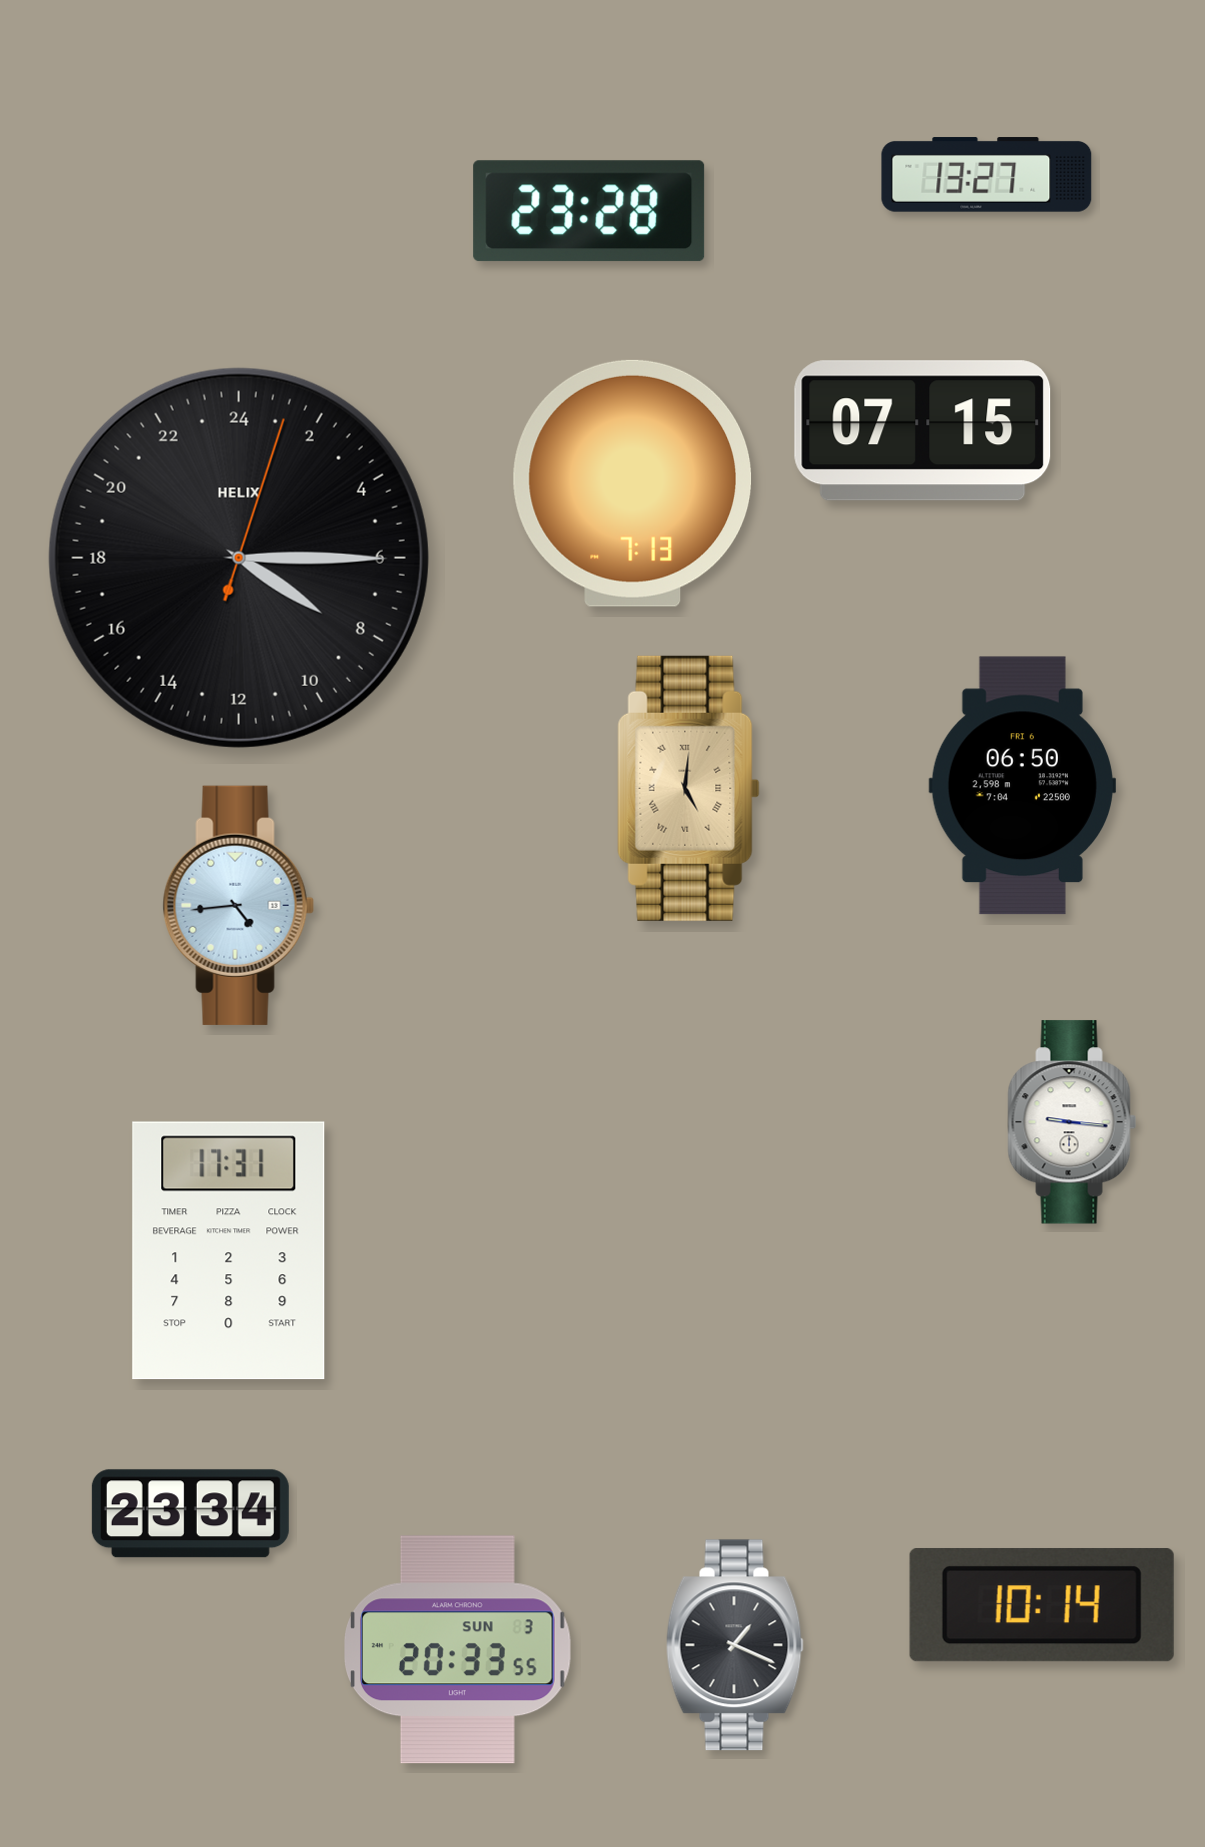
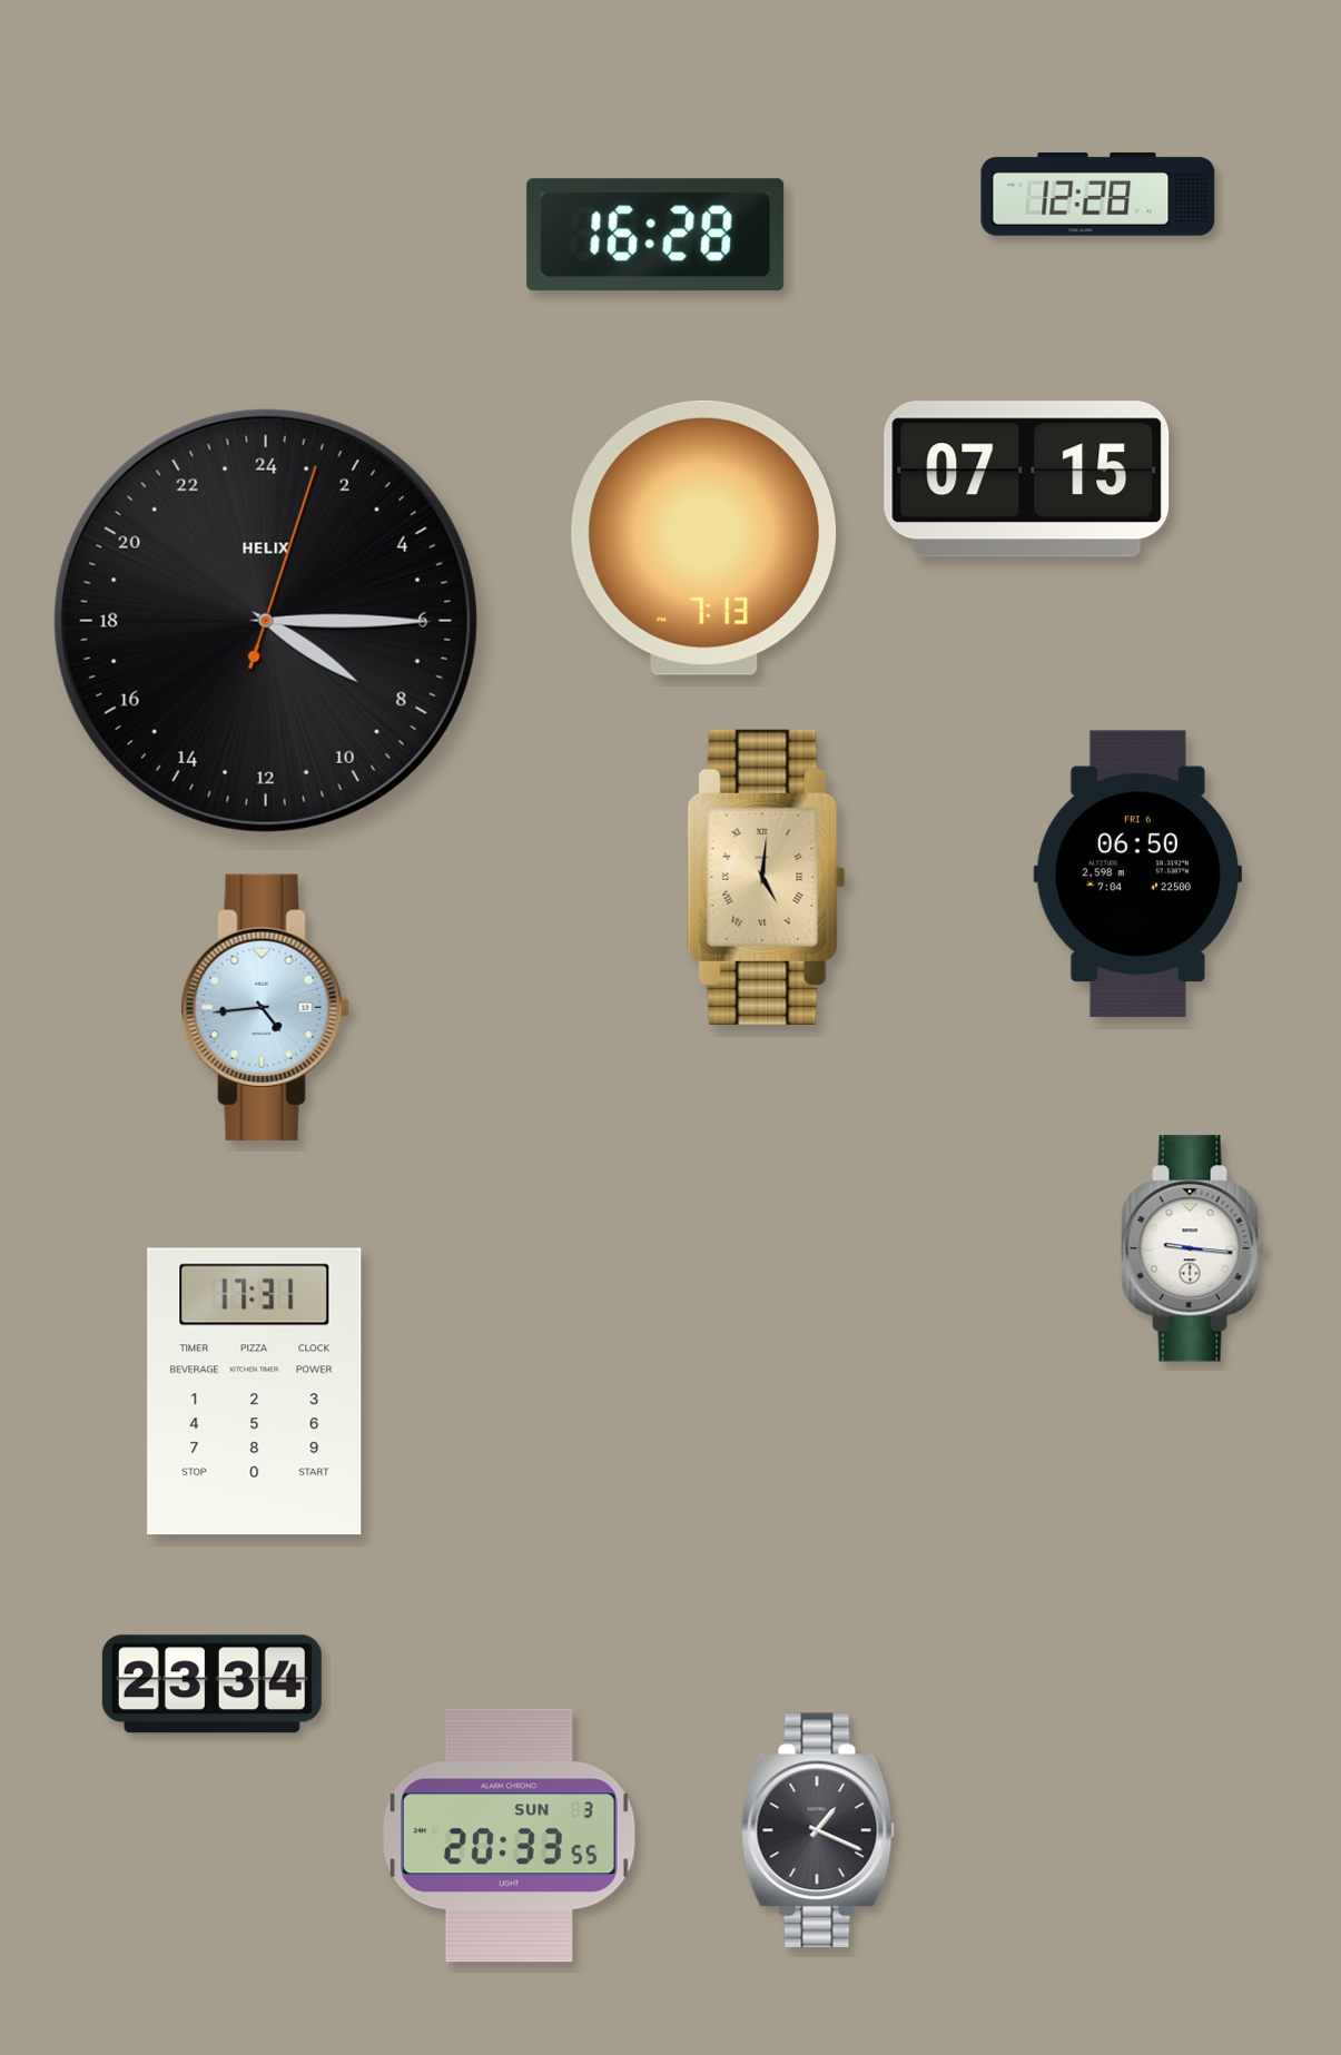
clock at (987, 175): 13:27 -> 12:28
clock at (589, 211): 23:28 -> 16:28
clock at (1042, 1605): 10:14 -> none
